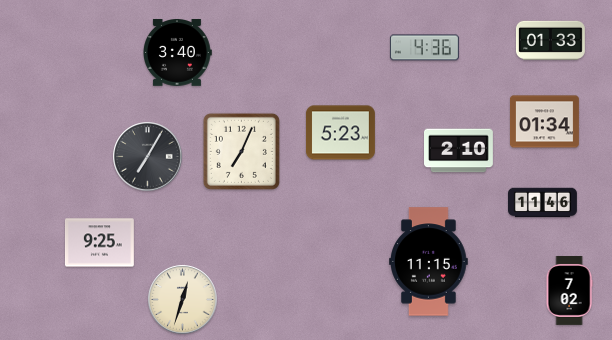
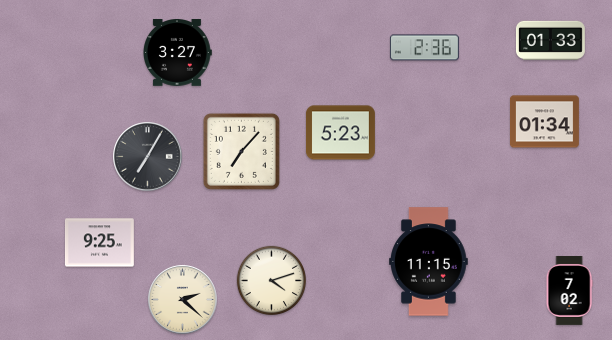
clock at (424, 48): 4:36 -> 2:36
clock at (178, 53): 3:40 -> 3:27
clock at (241, 151): 7:04 -> 7:07
clock at (459, 151): 2:10 -> none
clock at (543, 203): 11:46 -> none
clock at (272, 281): none -> 4:12
clock at (183, 300): 12:33 -> 2:22
